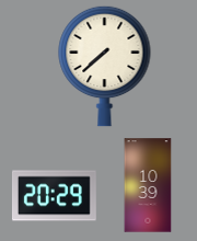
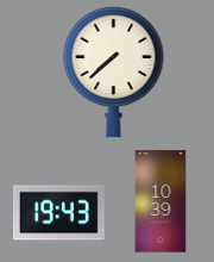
clock at (54, 196): 20:29 -> 19:43
